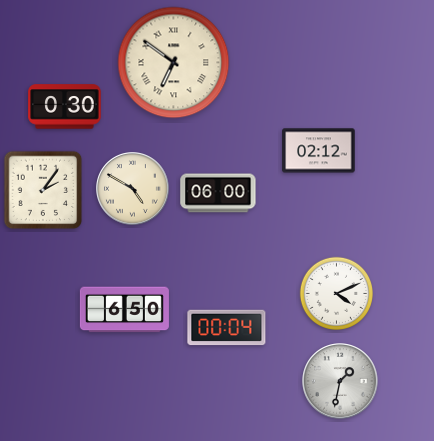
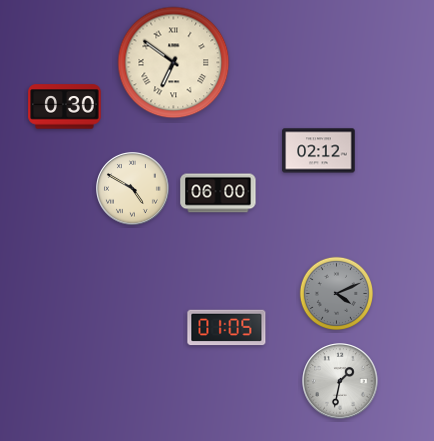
clock at (43, 190): 2:06 -> none
clock at (337, 293) dial: white -> grey
clock at (124, 310): 6:50 -> none
clock at (227, 328): 00:04 -> 01:05
